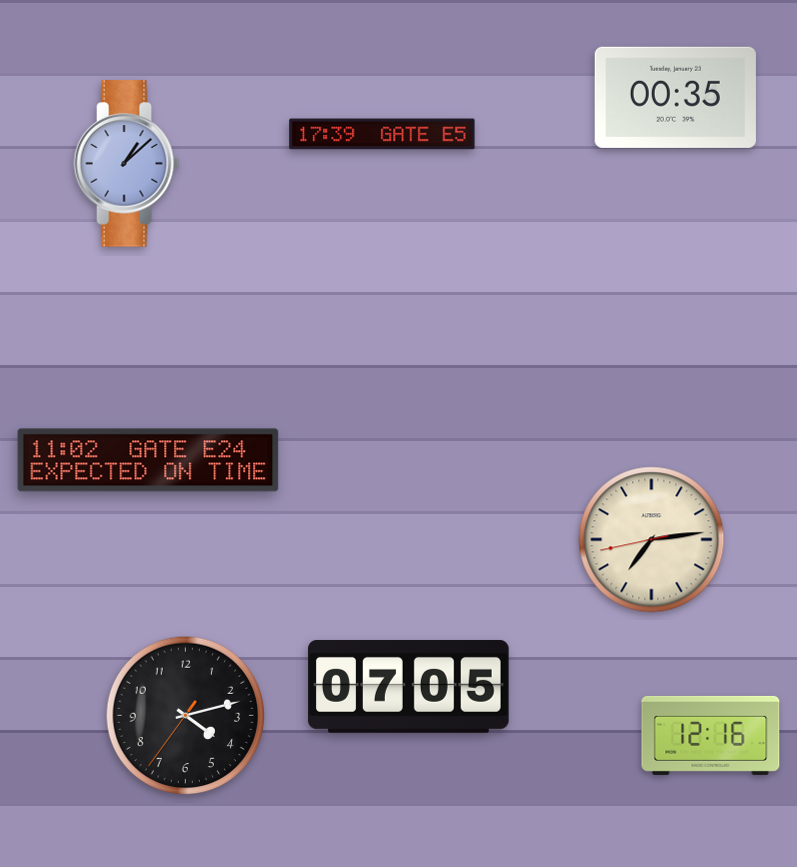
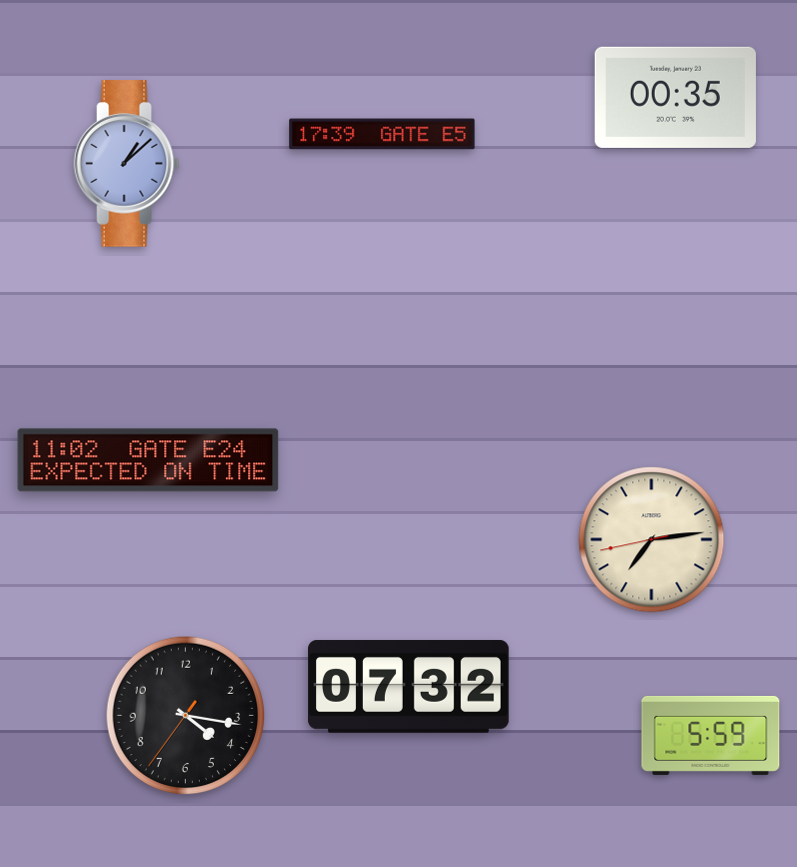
clock at (409, 686): 07:05 -> 07:32
clock at (186, 716): 4:12 -> 4:16
clock at (711, 735): 12:16 -> 5:59
